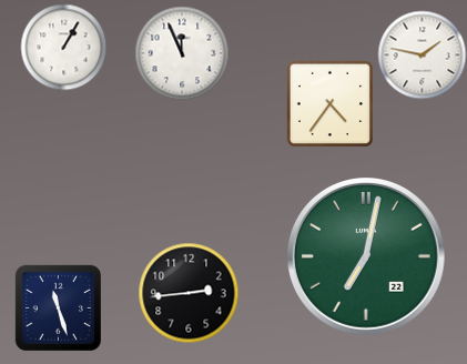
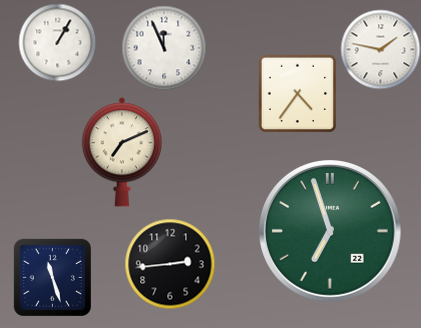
clock at (122, 152): none -> 7:11
clock at (367, 257): 7:02 -> 6:57
